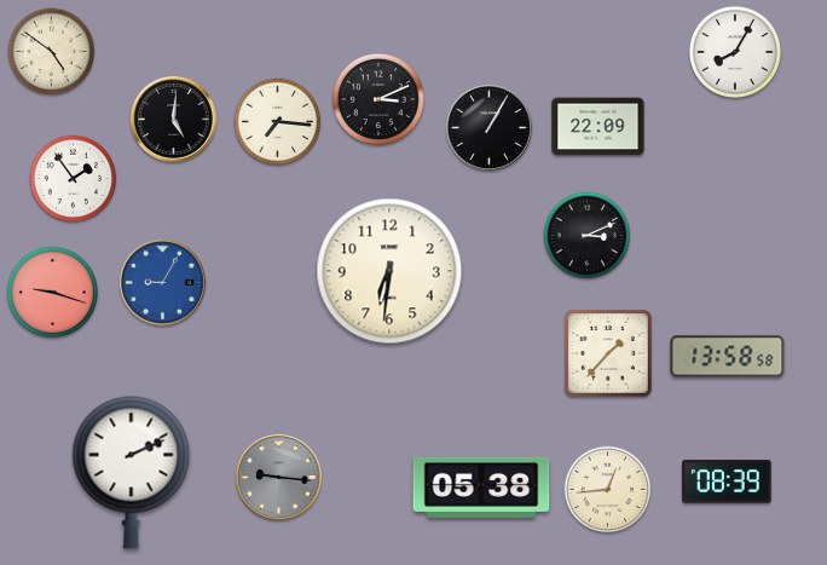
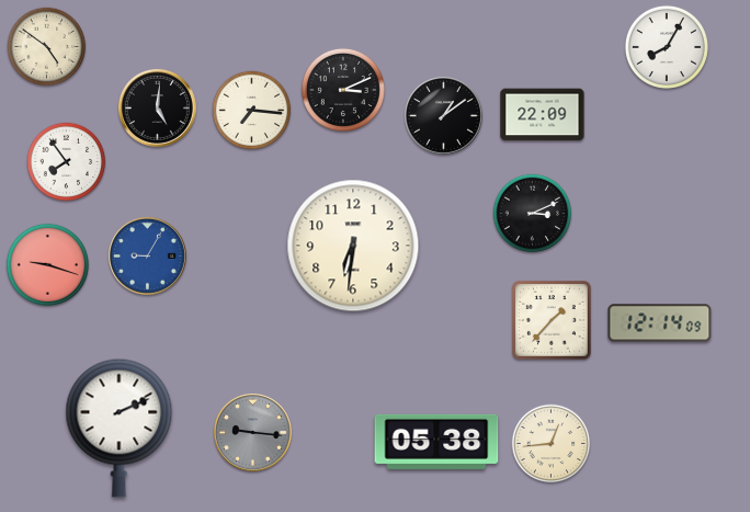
clock at (488, 127): 1:05 -> 1:09
clock at (74, 179): 1:54 -> 7:54
clock at (728, 357): 13:58 -> 12:14
clock at (727, 482): 08:39 -> none
